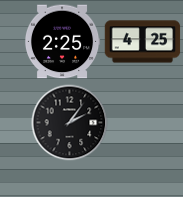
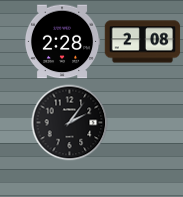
clock at (62, 42): 2:25 -> 2:28
clock at (143, 42): 4:25 -> 2:08
